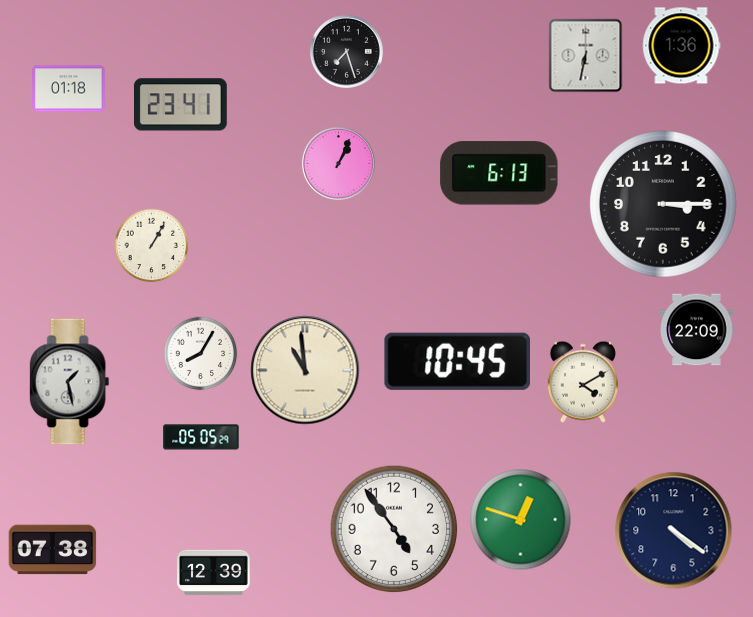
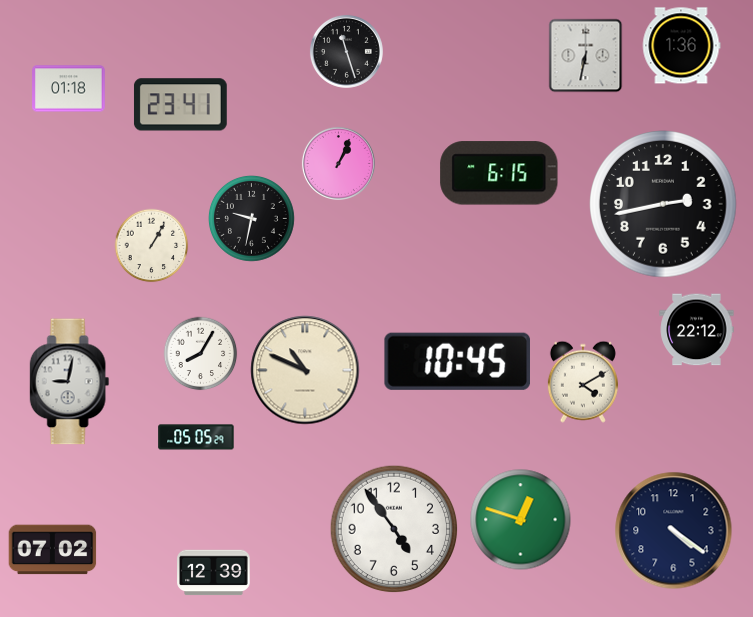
clock at (346, 51): 7:27 -> 11:27
clock at (499, 173): 6:13 -> 6:15
clock at (663, 204): 3:15 -> 2:43
clock at (252, 219): none -> 9:32
clock at (697, 330): 22:09 -> 22:12
clock at (305, 370): 10:59 -> 10:49
clock at (70, 382): 1:28 -> 9:02
clock at (201, 437) position: (201, 437) -> (196, 437)
clock at (53, 550): 07:38 -> 07:02
